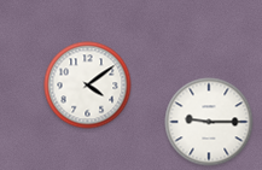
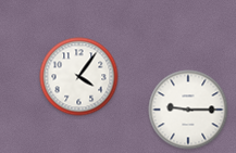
clock at (88, 86): 4:09 -> 4:06
